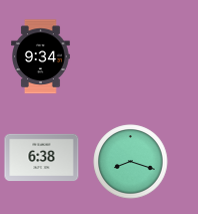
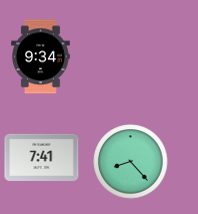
clock at (42, 157): 6:38 -> 7:41
clock at (131, 162): 8:18 -> 8:23
